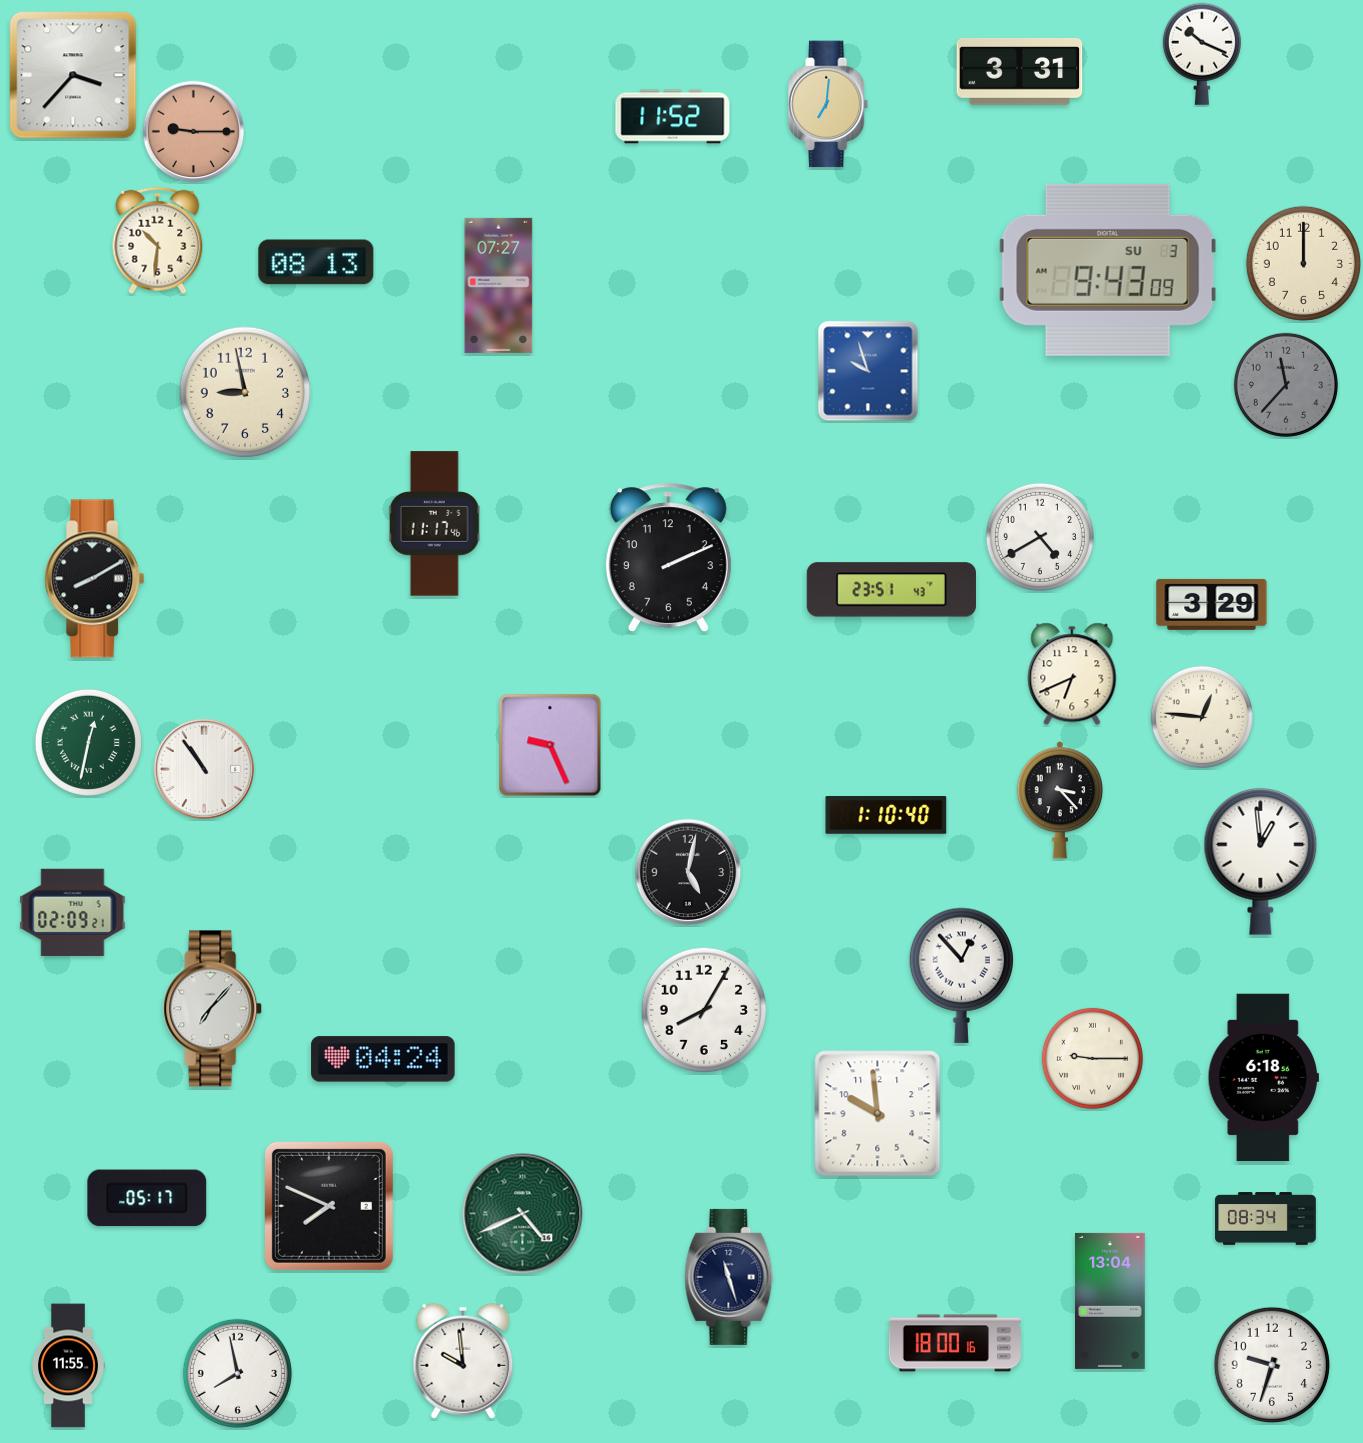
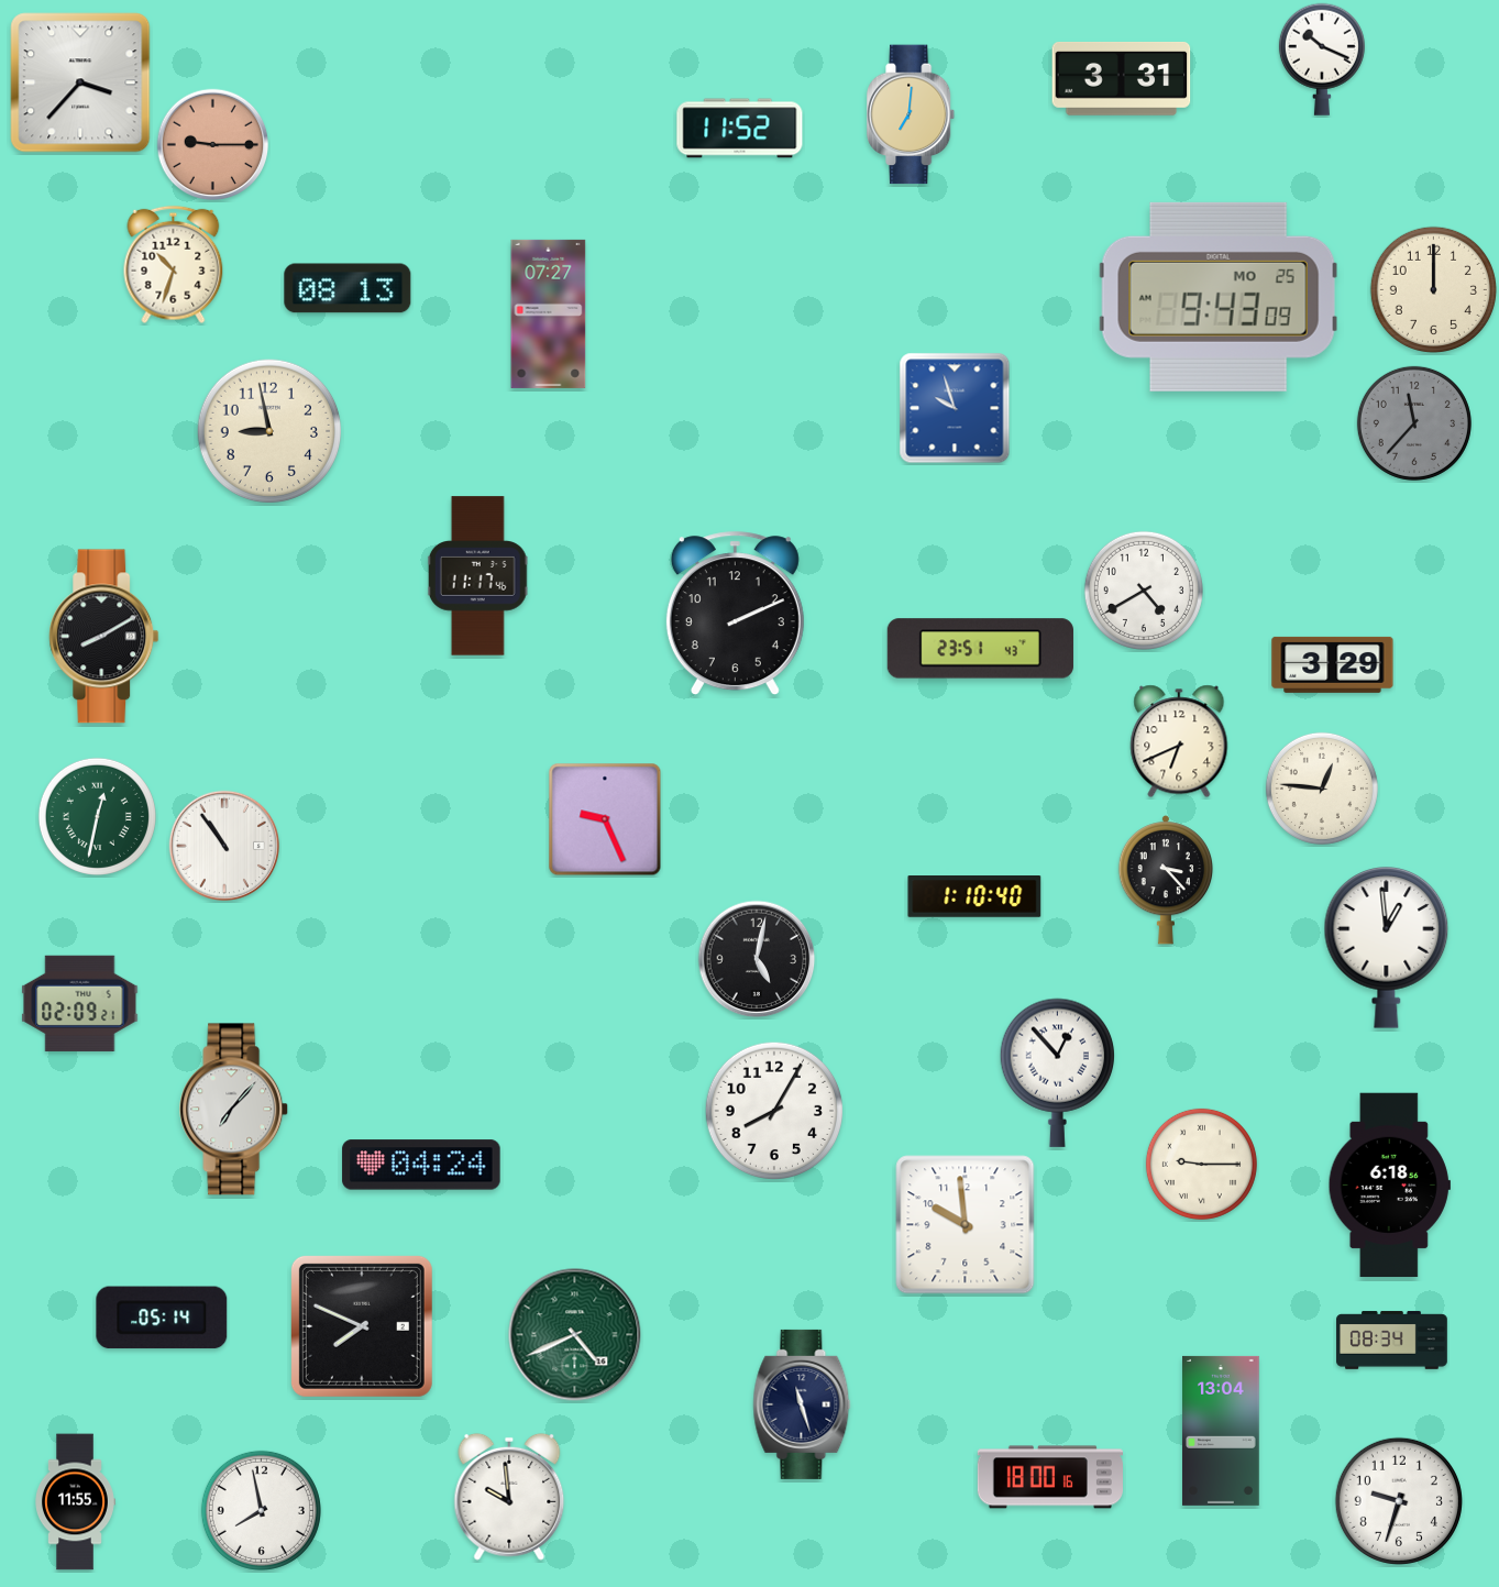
clock at (158, 241): 10:31 -> 10:33
clock at (1108, 270) date: SU 3 -> MO 25
clock at (147, 1198): 05:17 -> 05:14
